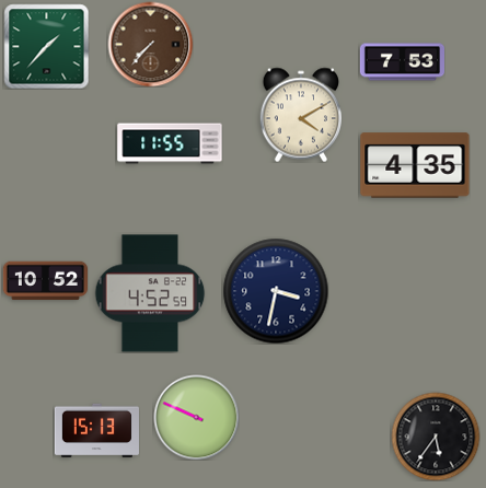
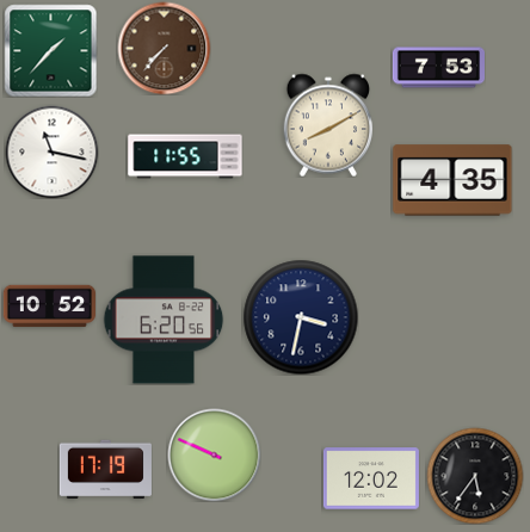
clock at (300, 115): 4:10 -> 8:10
clock at (51, 151): none -> 11:17
clock at (150, 293): 4:52 -> 6:20
clock at (96, 431): 15:13 -> 17:19
clock at (371, 478): none -> 12:02
